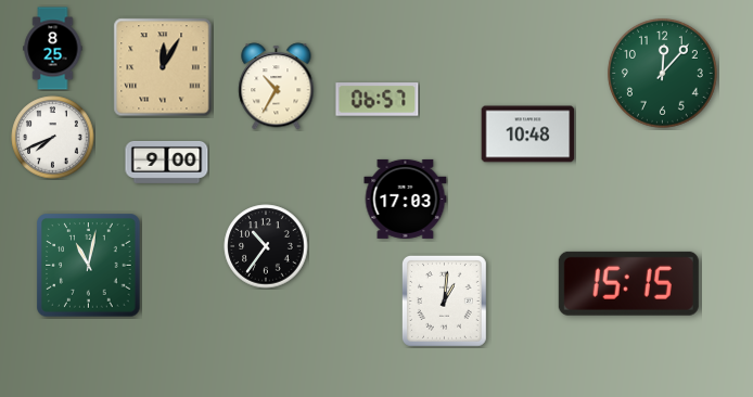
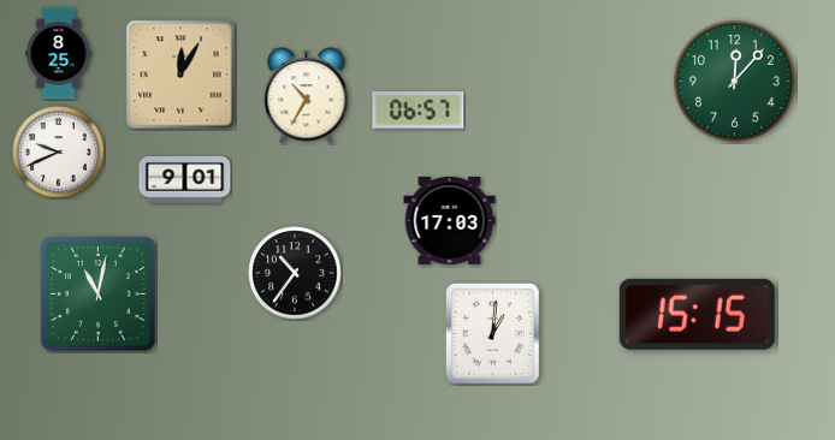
clock at (528, 135): 10:48 -> none
clock at (53, 138): 7:41 -> 9:41
clock at (167, 163): 9:00 -> 9:01
